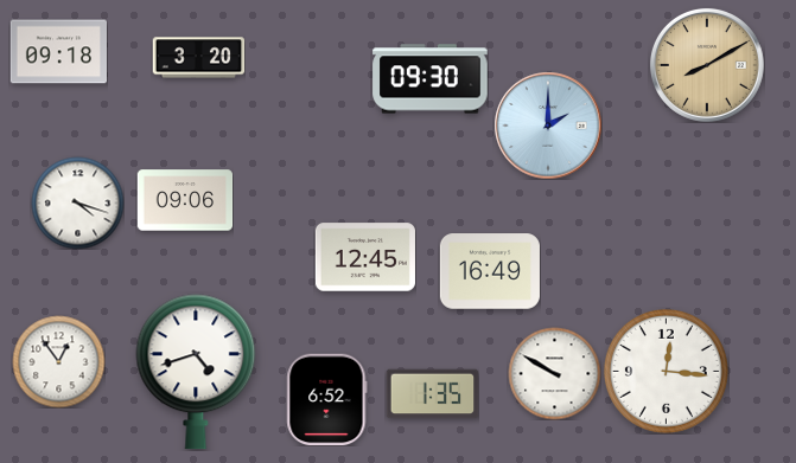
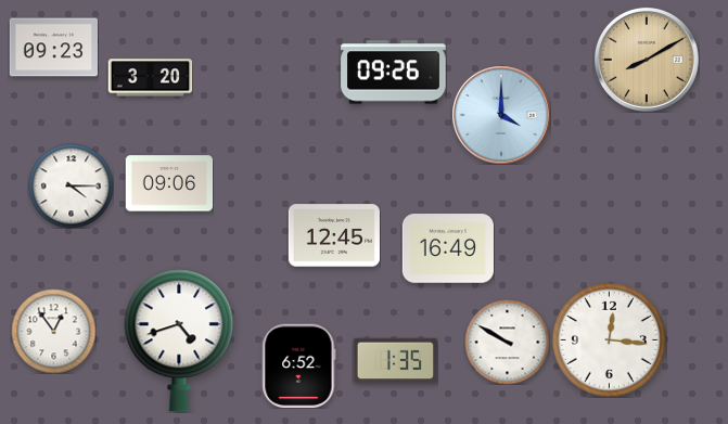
clock at (58, 52): 09:18 -> 09:23
clock at (198, 58) position: (198, 58) -> (150, 78)
clock at (431, 79): 09:30 -> 09:26
clock at (548, 126): 2:00 -> 4:00
clock at (77, 202): 4:18 -> 4:15
